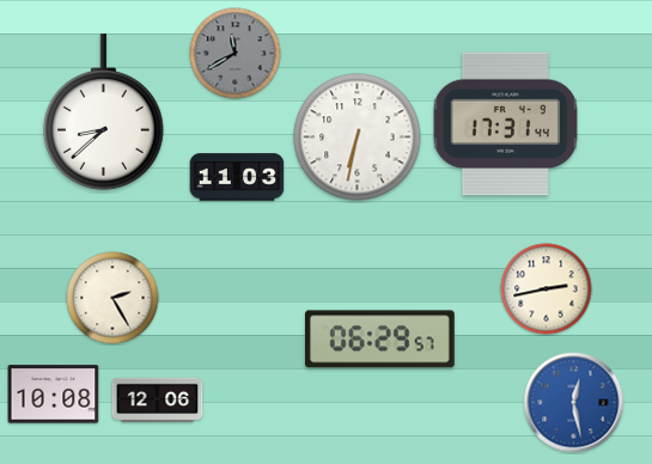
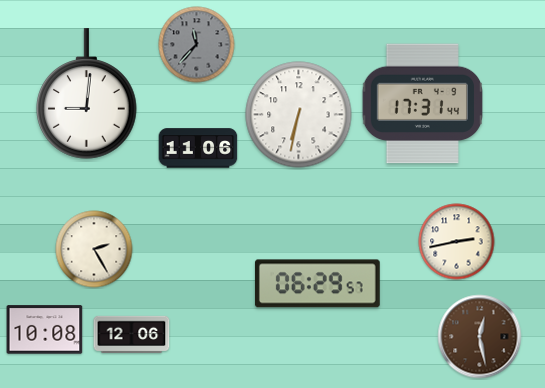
clock at (236, 54): 11:40 -> 11:37
clock at (104, 112): 8:38 -> 9:01
clock at (237, 177): 11:03 -> 11:06
clock at (574, 403) dial: blue -> brown
